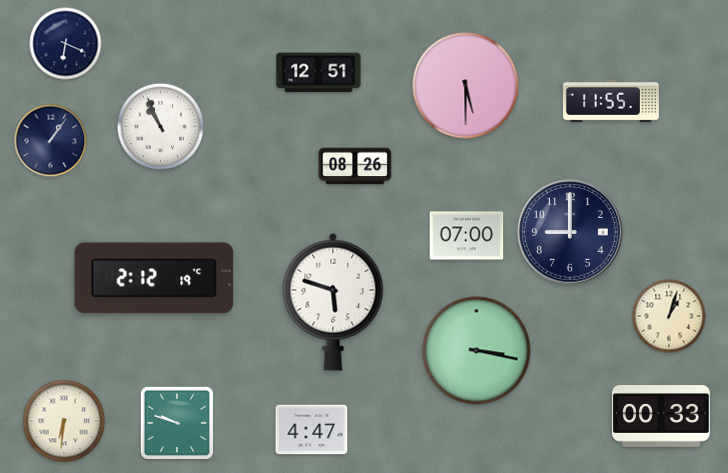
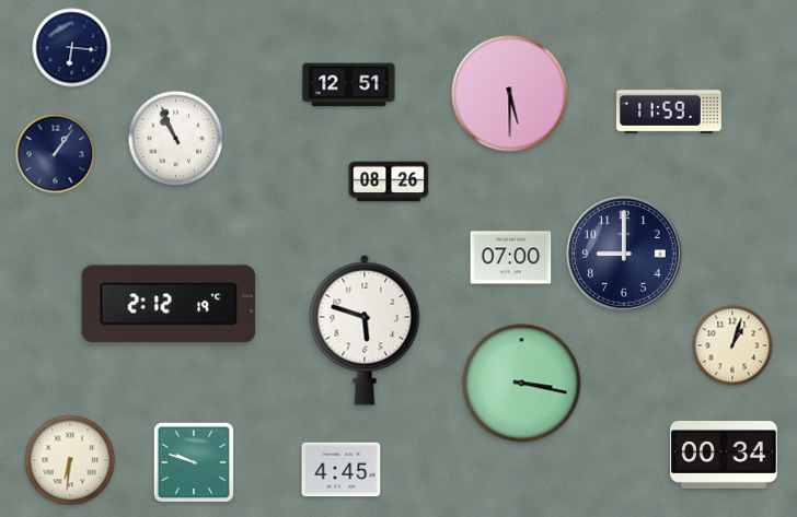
clock at (66, 44): 6:19 -> 6:16
clock at (319, 73) position: (319, 73) -> (349, 85)
clock at (611, 101): 11:55 -> 11:59
clock at (661, 416): 00:33 -> 00:34
clock at (312, 430): 4:47 -> 4:45
